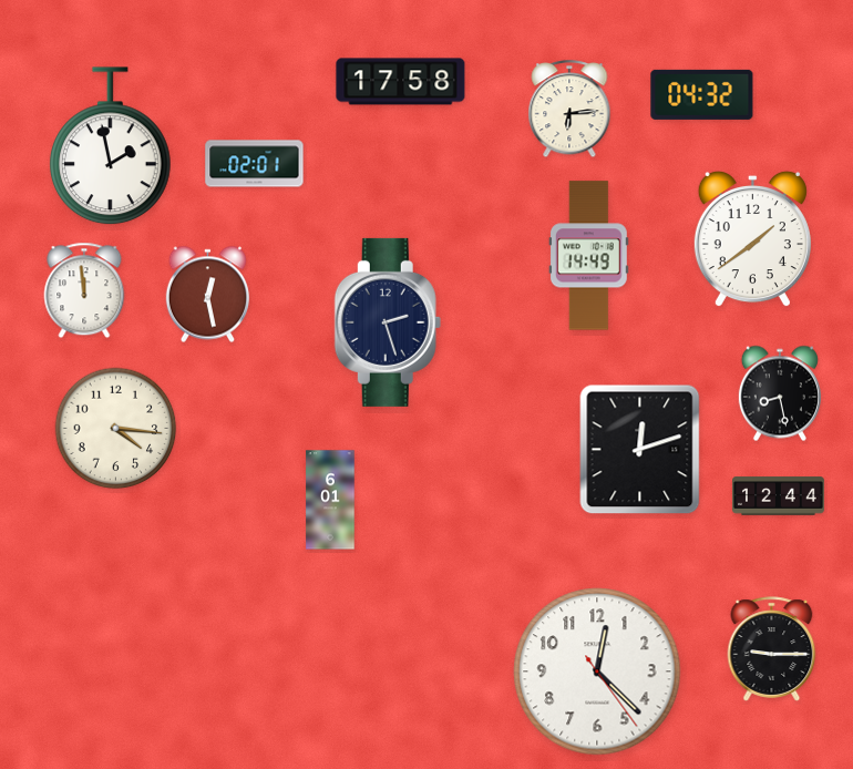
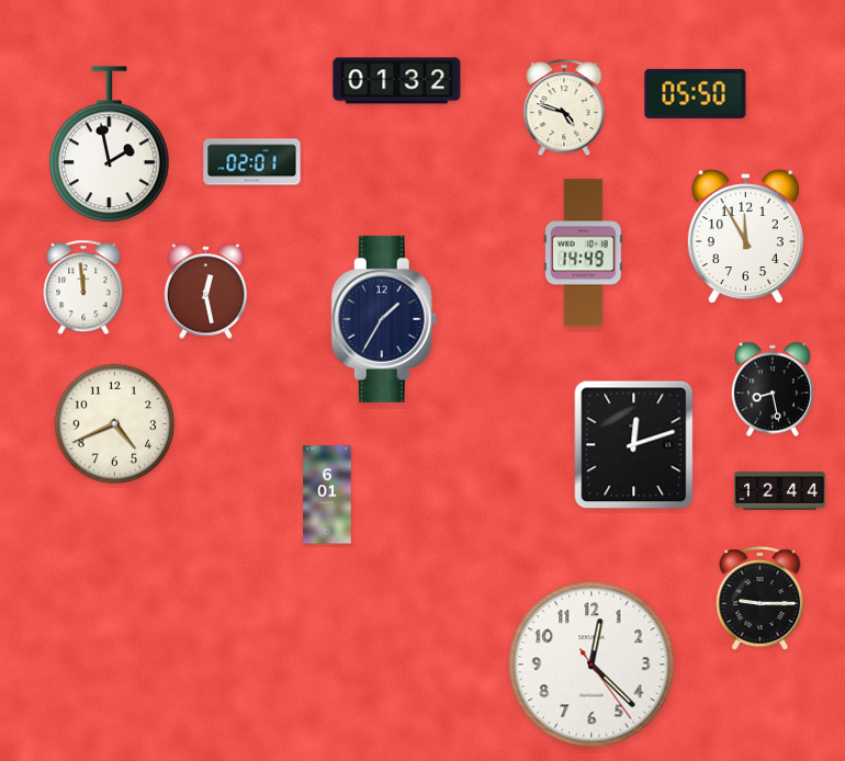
clock at (401, 82): 17:58 -> 01:32
clock at (702, 94): 04:32 -> 05:50
clock at (569, 110): 6:14 -> 4:48
clock at (752, 239): 1:39 -> 11:55
clock at (388, 322): 2:27 -> 1:35
clock at (116, 429): 4:16 -> 4:41
clock at (779, 496) position: (779, 496) -> (780, 491)
clock at (772, 649) position: (772, 649) -> (760, 599)
